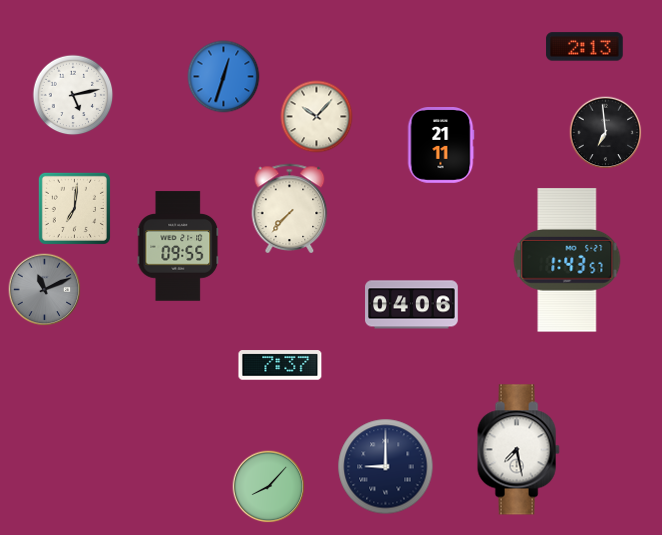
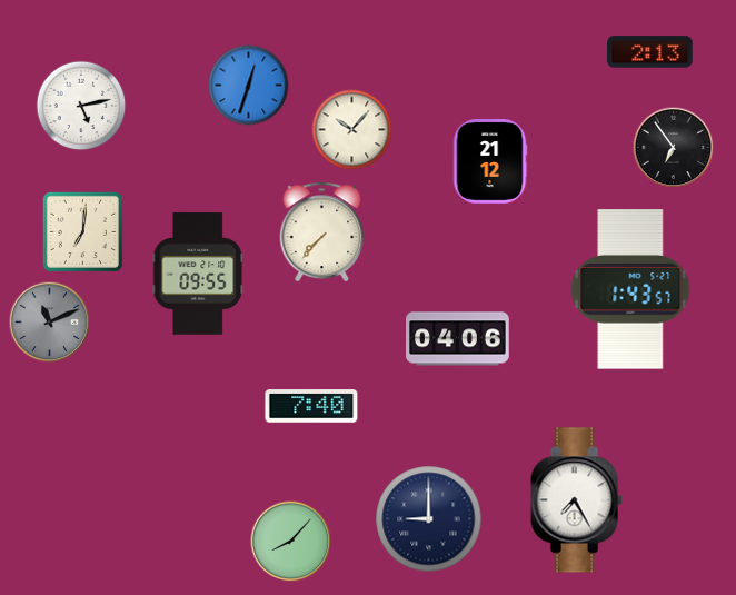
clock at (606, 133): 6:59 -> 6:54
clock at (441, 146): 21:11 -> 21:12
clock at (280, 365): 7:37 -> 7:40
clock at (518, 450): 7:28 -> 7:25
clock at (269, 487) position: (269, 487) -> (291, 542)
